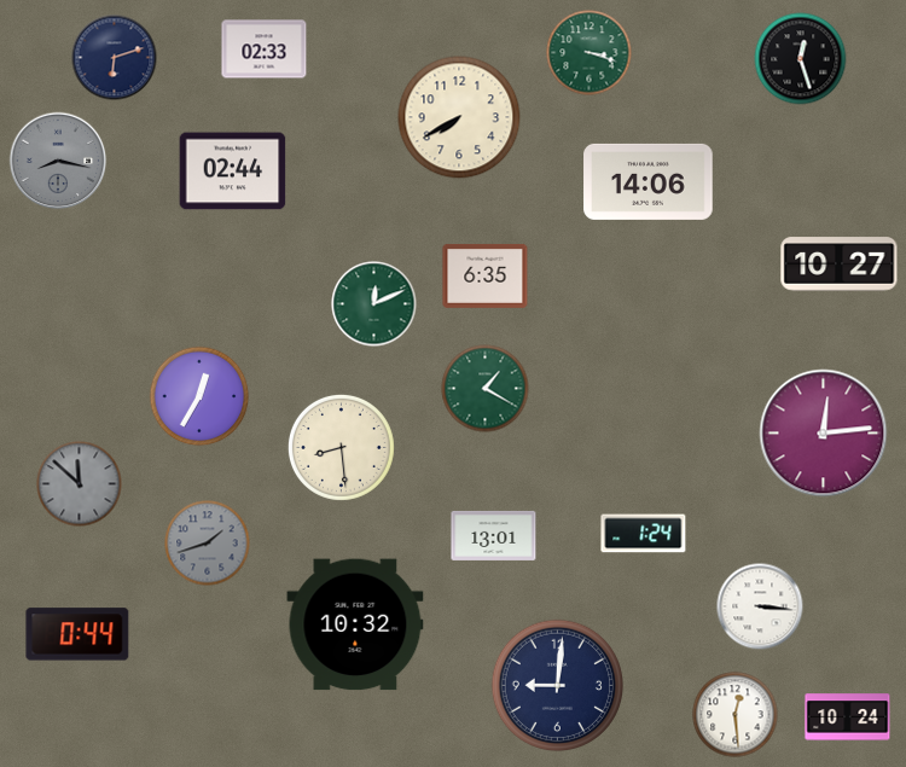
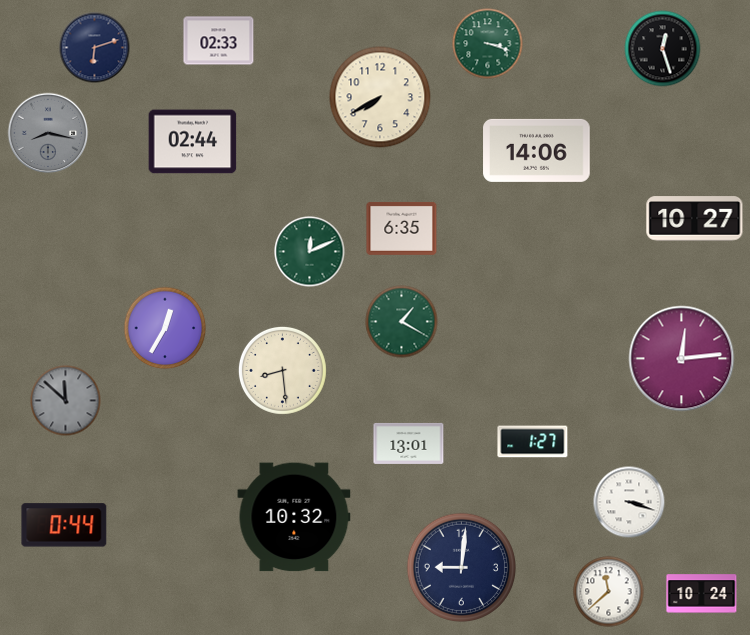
clock at (644, 534): 1:24 -> 1:27
clock at (208, 544): 1:42 -> none
clock at (760, 606): 3:16 -> 3:18
clock at (736, 715): 12:29 -> 11:38
